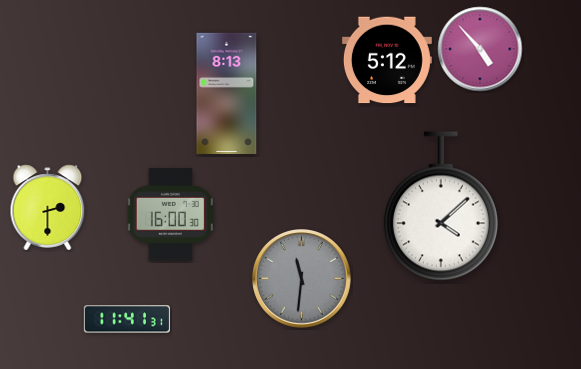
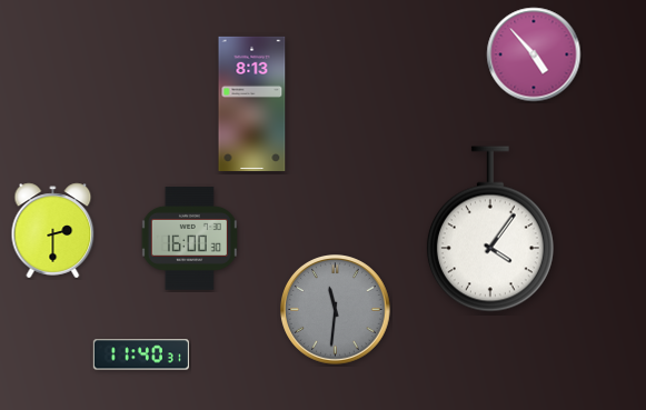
clock at (387, 60): 5:12 -> none
clock at (441, 206): 4:08 -> 4:06
clock at (127, 319): 11:41 -> 11:40
